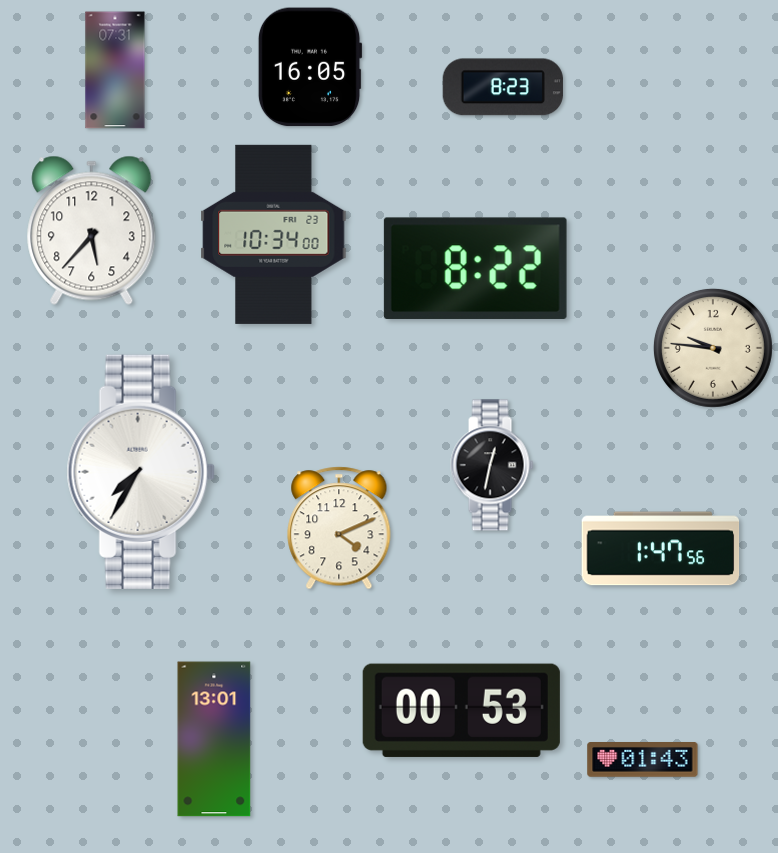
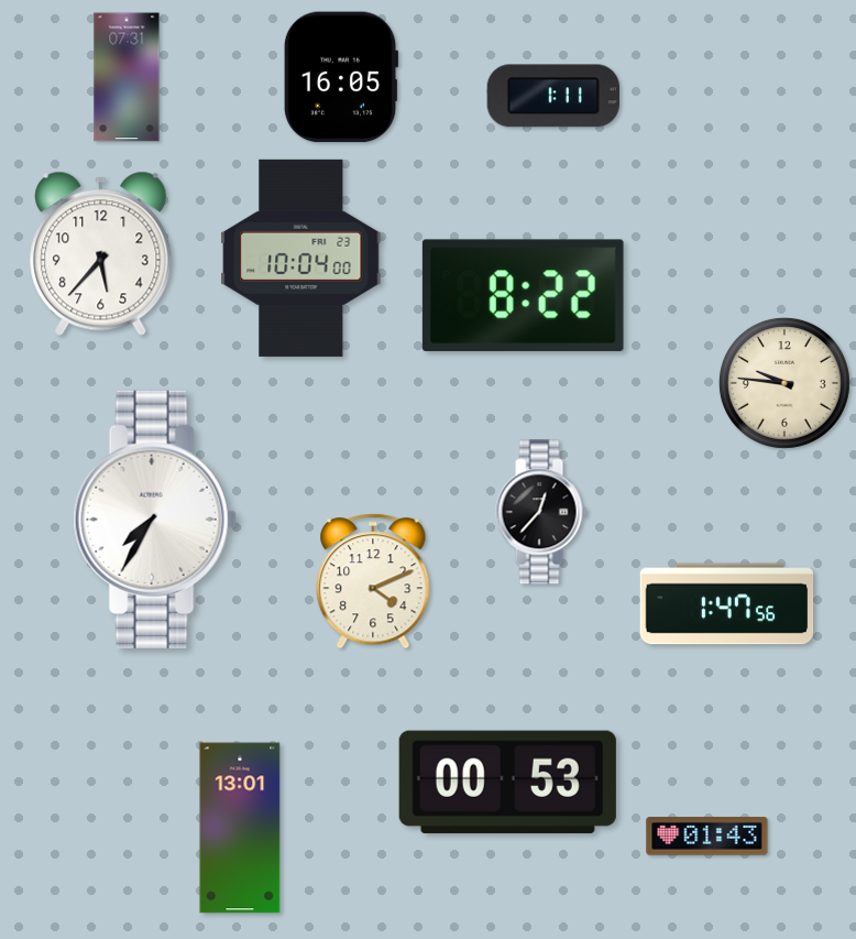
clock at (310, 67) position: (310, 67) -> (341, 77)
clock at (503, 87): 8:23 -> 1:11
clock at (274, 234): 10:34 -> 10:04
clock at (492, 465): 12:32 -> 12:37
clock at (214, 739) position: (214, 739) -> (240, 828)
